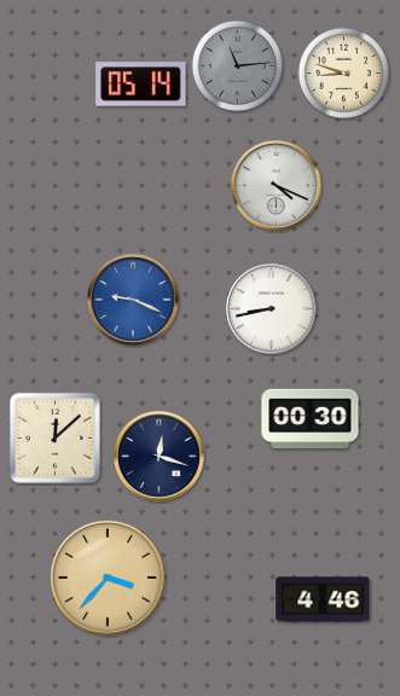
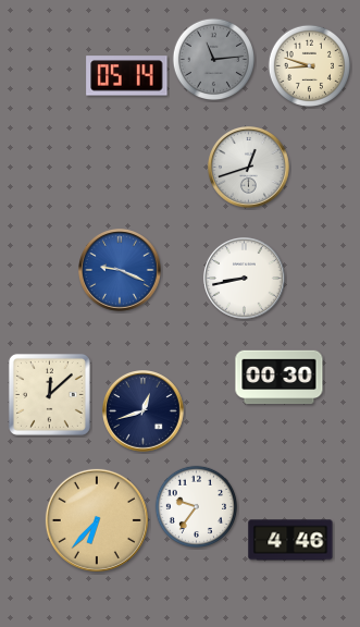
clock at (277, 186): 4:19 -> 12:42
clock at (160, 457): 12:18 -> 12:42
clock at (196, 506): none -> 9:36
clock at (108, 578): 3:37 -> 6:37
